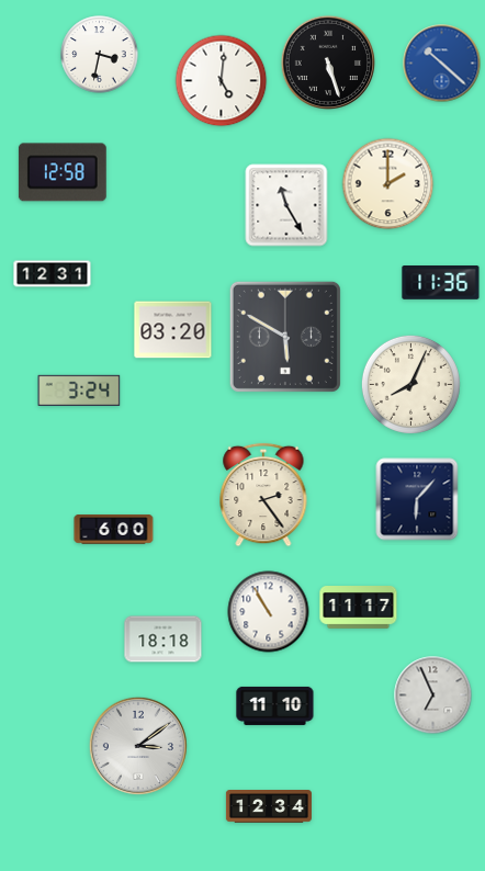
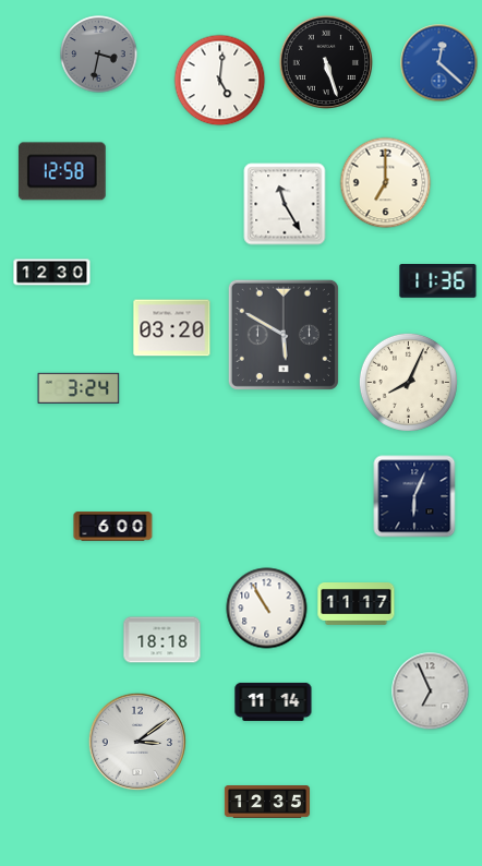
clock at (100, 55) dial: white -> grey
clock at (442, 64): 10:22 -> 12:22
clock at (388, 184): 2:00 -> 7:00
clock at (53, 274): 12:31 -> 12:30
clock at (263, 495): 2:24 -> none
clock at (417, 499): 6:07 -> 6:04
clock at (163, 640) position: (163, 640) -> (162, 640)
clock at (275, 705): 11:10 -> 11:14
clock at (269, 807): 12:34 -> 12:35
